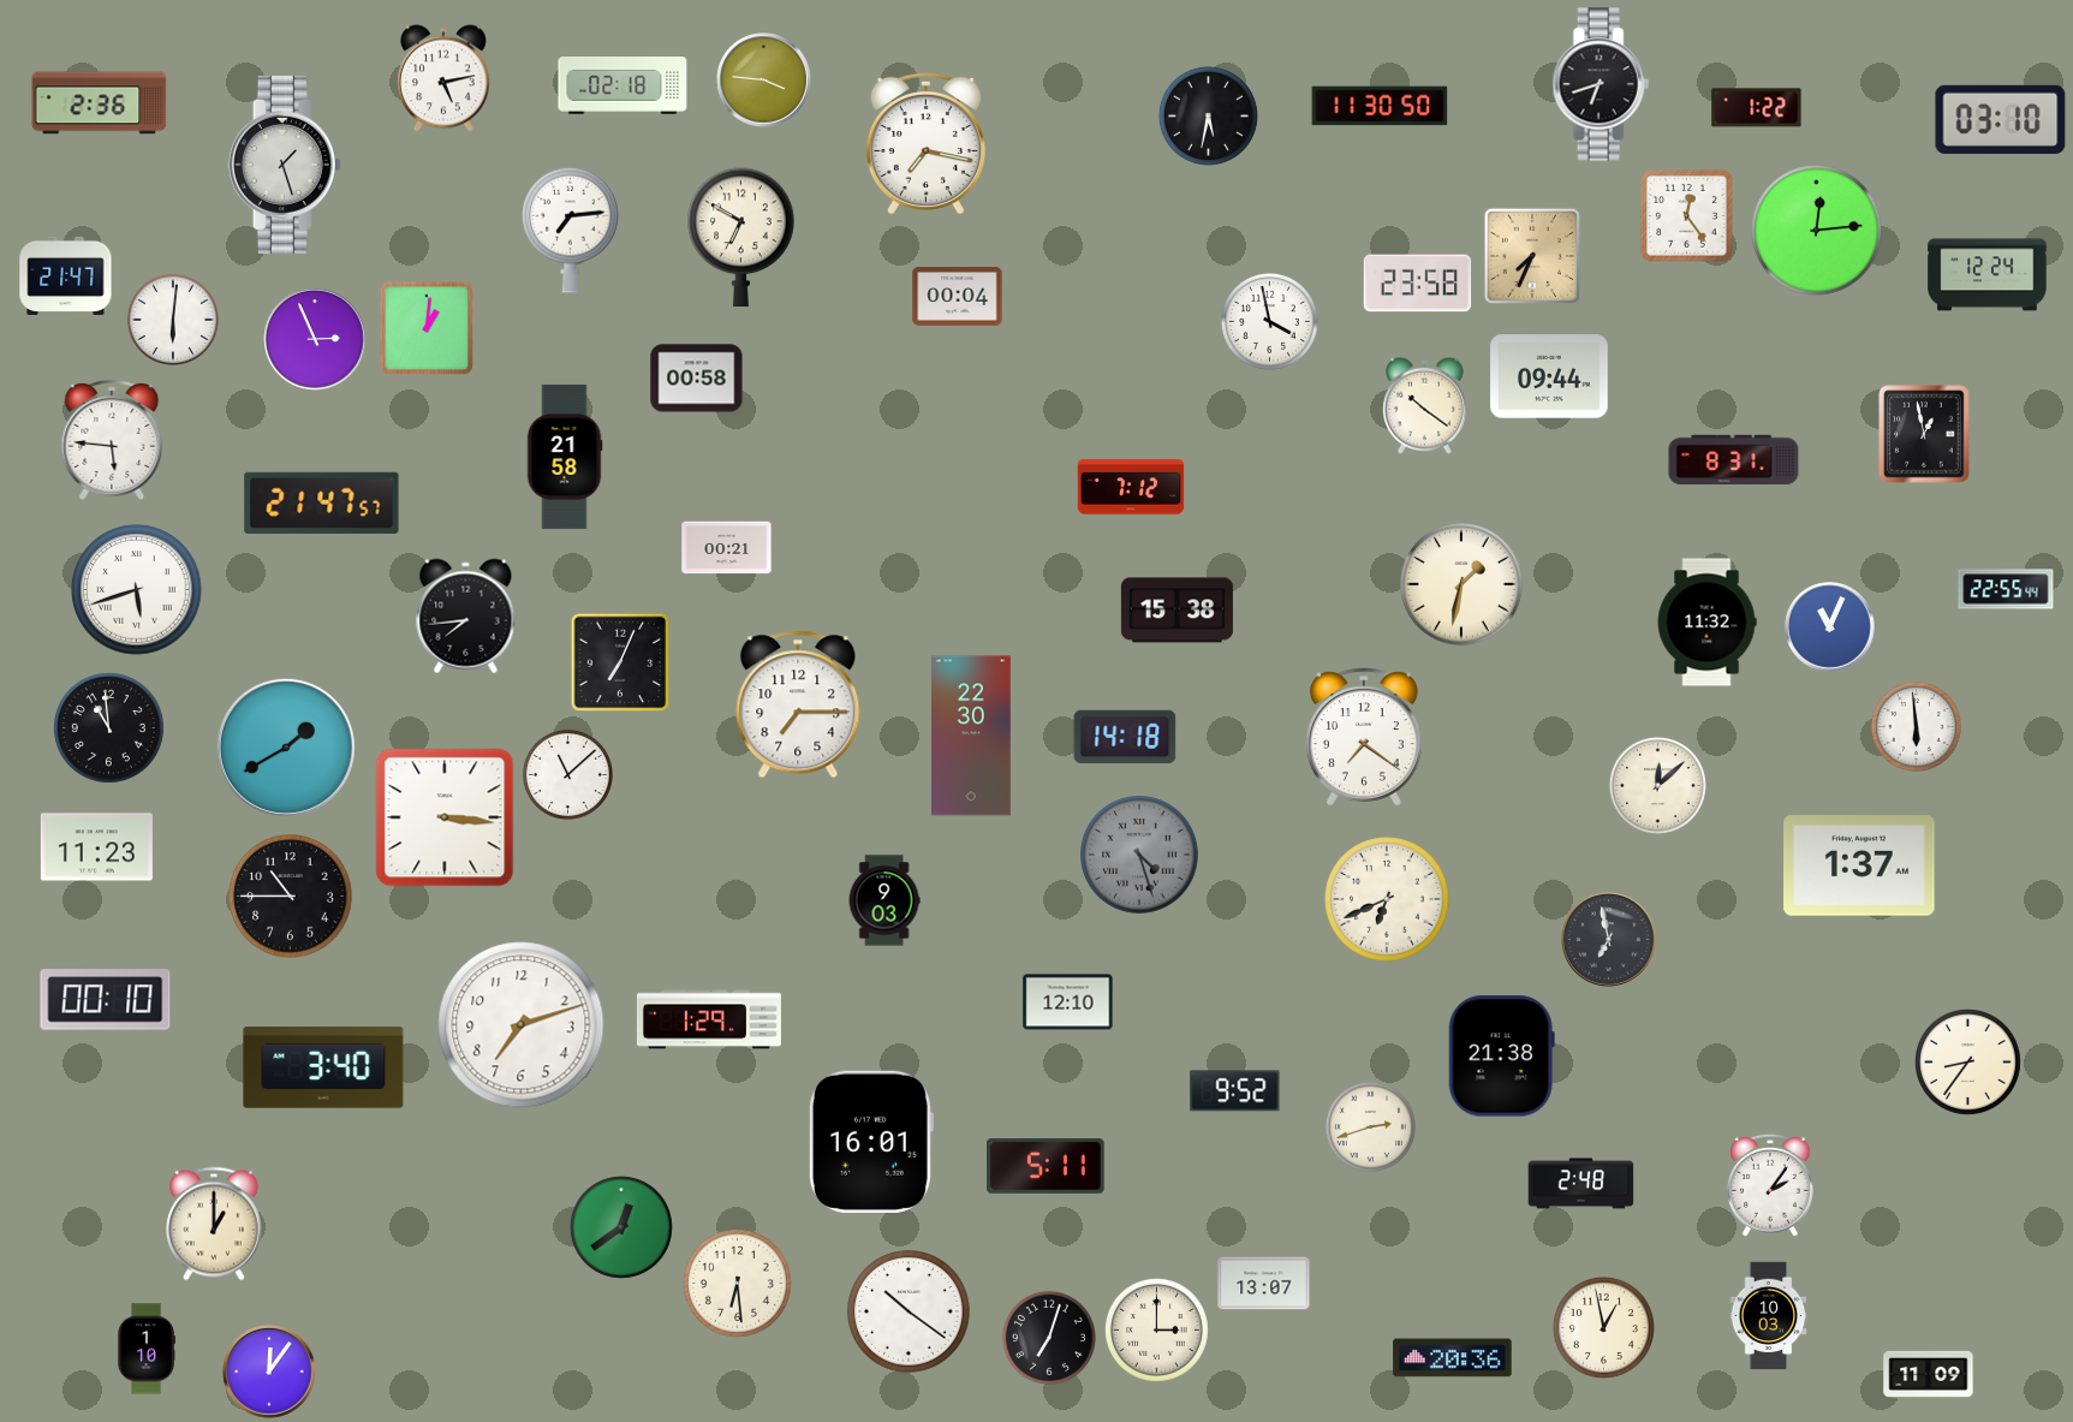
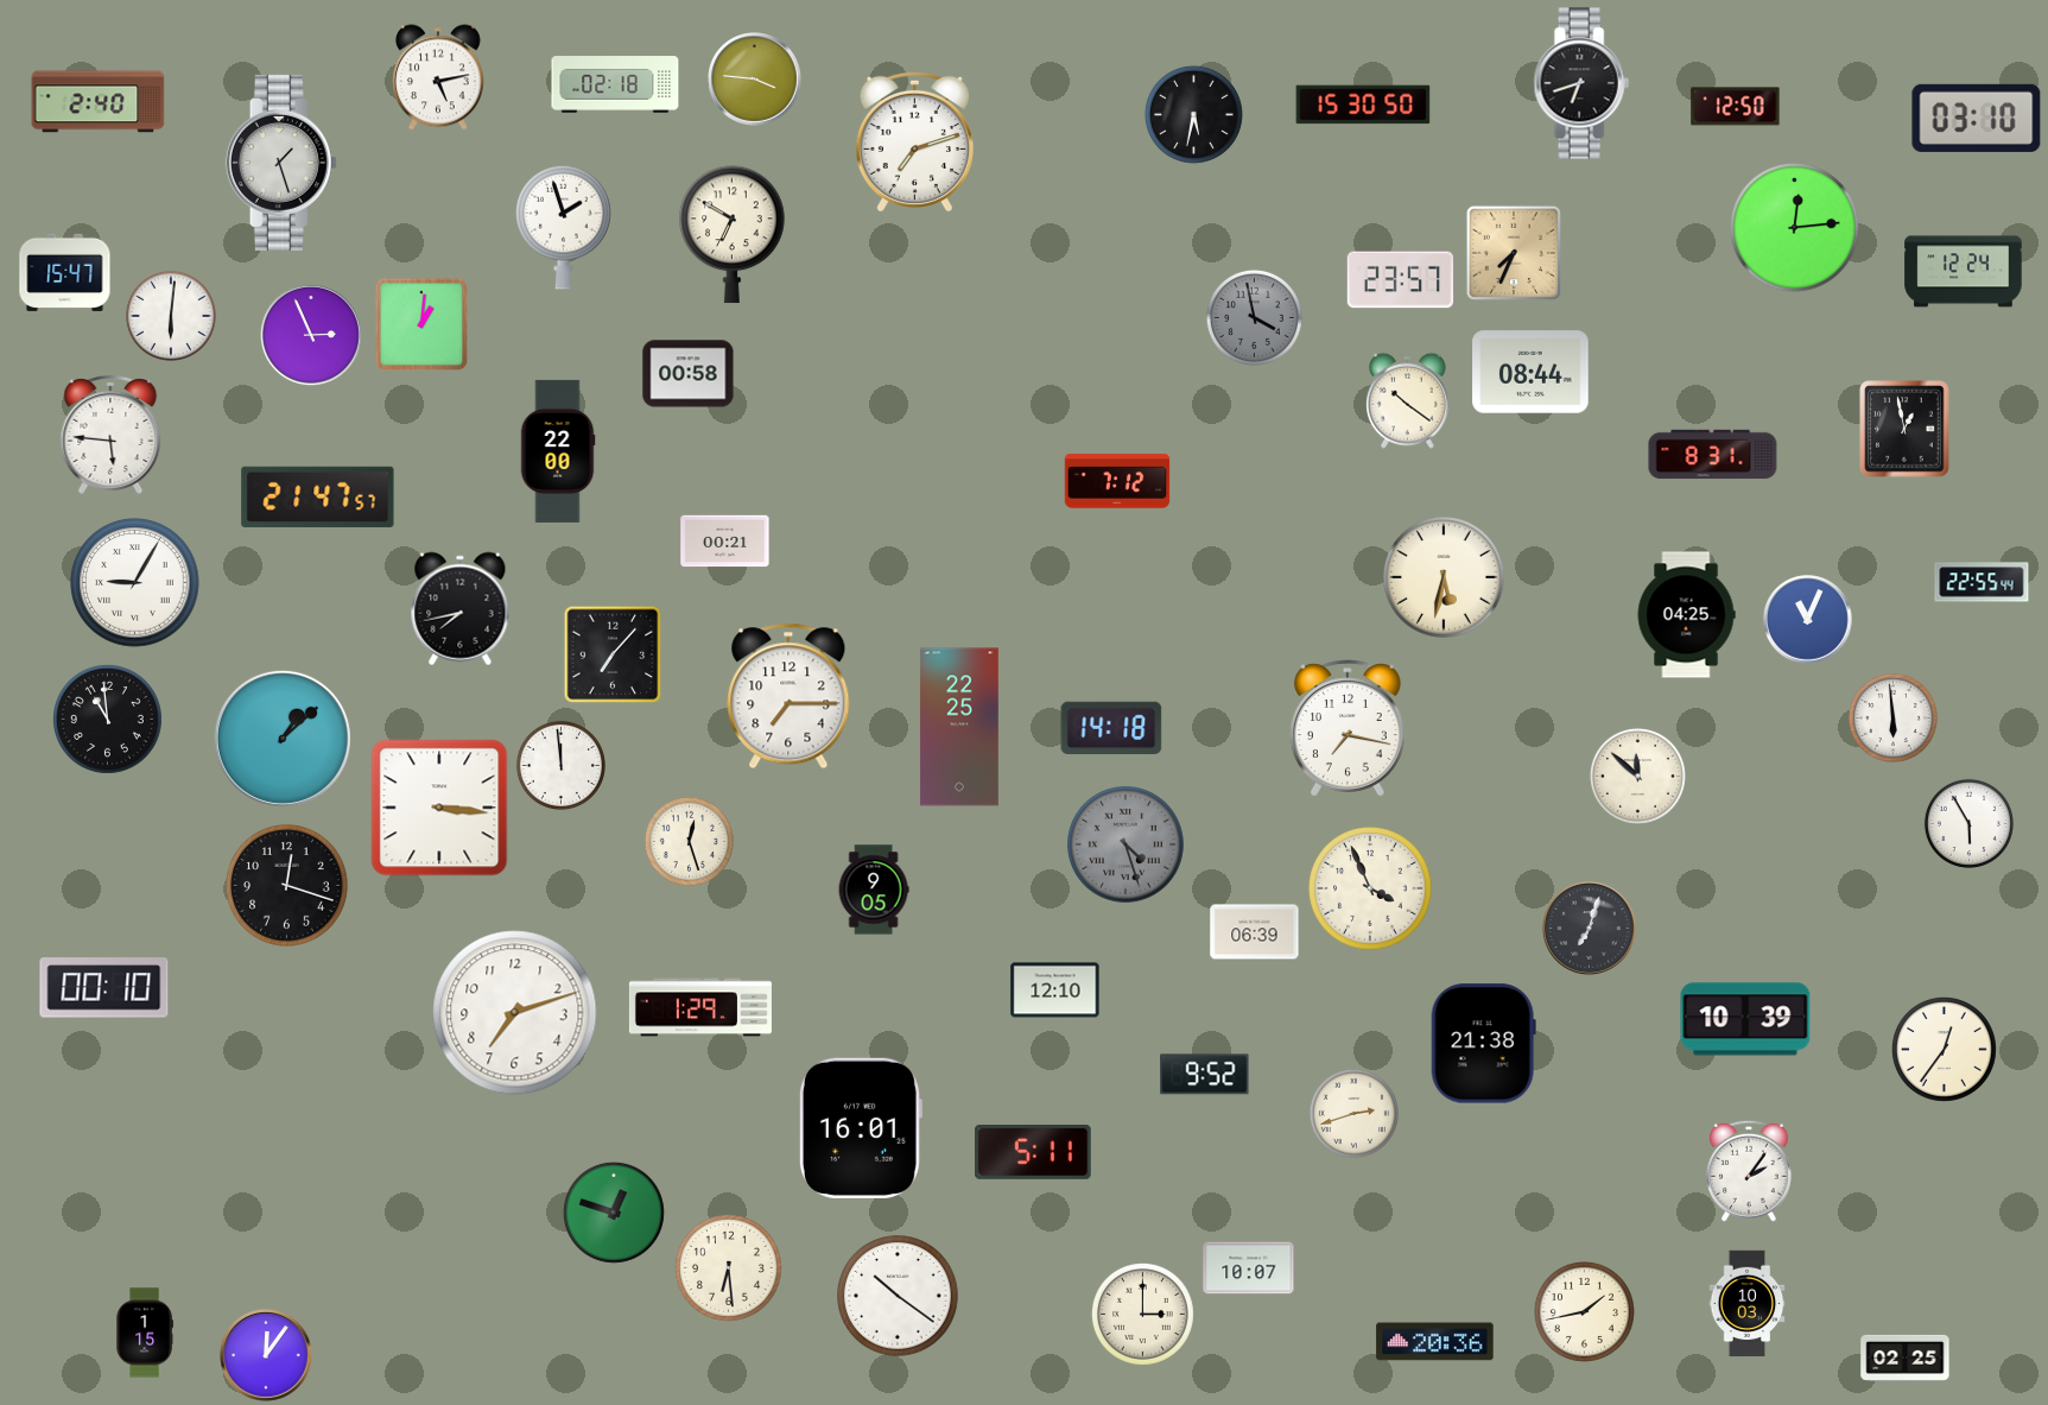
clock at (100, 103): 2:36 -> 2:40
clock at (1380, 106): 11:30 -> 15:30
clock at (1757, 108): 1:22 -> 12:50
clock at (925, 143): 7:17 -> 7:12
clock at (1687, 216): 12:24 -> none
clock at (571, 230): 7:14 -> 1:57
clock at (66, 275): 21:47 -> 15:47
clock at (1418, 284): 23:58 -> 23:57
clock at (958, 297): 00:04 -> none
clock at (1269, 321) dial: white -> grey
clock at (1549, 376): 09:44 -> 08:44
clock at (1924, 434) position: (1924, 434) -> (1904, 429)
clock at (565, 457): 21:58 -> 22:00
clock at (727, 548) position: (727, 548) -> (725, 542)
clock at (1461, 584): 1:32 -> 5:32
clock at (137, 590): 5:42 -> 9:05
clock at (1177, 611): 15:38 -> none
clock at (466, 617): 7:44 -> 7:43
clock at (1706, 623): 11:32 -> 04:25
clock at (620, 662): 7:04 -> 7:07
clock at (971, 736): 22:30 -> 22:25
clock at (1364, 737): 7:21 -> 7:17
clock at (286, 748): 1:40 -> 1:08
clock at (567, 774): 11:08 -> 11:59
clock at (1657, 785): 12:08 -> 11:52
clock at (1968, 823): none -> 5:55
clock at (96, 847): 11:23 -> none
clock at (689, 841): none -> 12:27
clock at (1859, 865): 1:37 -> none
clock at (291, 897): 10:45 -> 12:18
clock at (1387, 899): 6:41 -> 3:56
clock at (884, 900): 9:03 -> 9:05
clock at (1609, 940): 6:58 -> 7:03
clock at (1255, 932): none -> 06:39
clock at (1745, 1019): none -> 10:39
clock at (1967, 1061): 8:36 -> 12:36
clock at (323, 1067): 3:40 -> none
clock at (1235, 1091) position: (1235, 1091) -> (1205, 1075)
clock at (1581, 1184): 2:48 -> none
clock at (215, 1224): 1:00 -> none
clock at (621, 1227): 12:39 -> 12:48
clock at (1264, 1284): 13:07 -> 10:07
clock at (1769, 1316) position: (1769, 1316) -> (1748, 1304)
clock at (1603, 1327): 12:58 -> 1:43
clock at (1049, 1338): 7:03 -> none
clock at (147, 1349): 1:10 -> 1:15
clock at (1929, 1374): 11:09 -> 02:25
